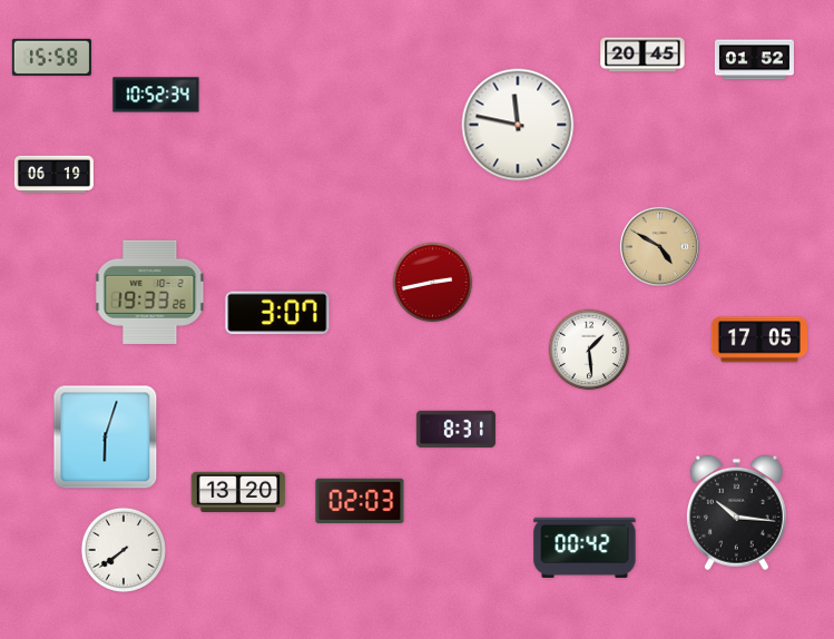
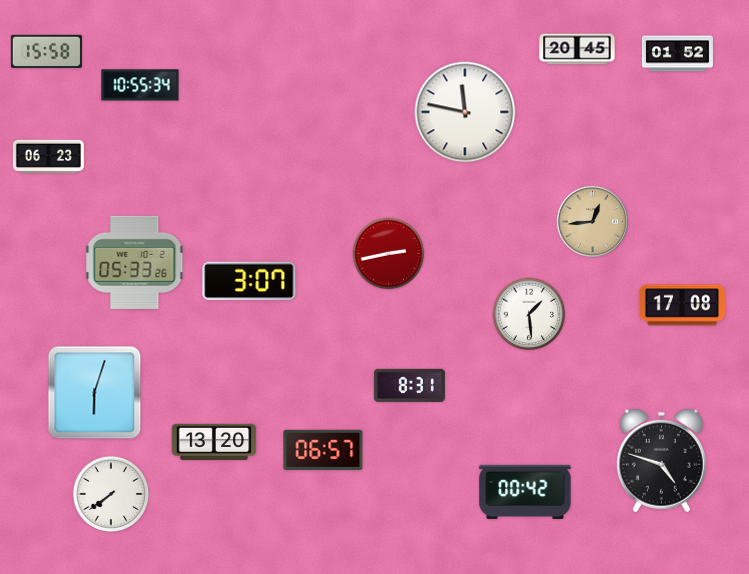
clock at (156, 95): 10:52 -> 10:55
clock at (53, 174): 06:19 -> 06:23
clock at (659, 246): 4:50 -> 12:44
clock at (150, 292): 19:33 -> 05:33
clock at (759, 340): 17:05 -> 17:08
clock at (360, 500): 02:03 -> 06:57
clock at (736, 513): 10:16 -> 4:48
